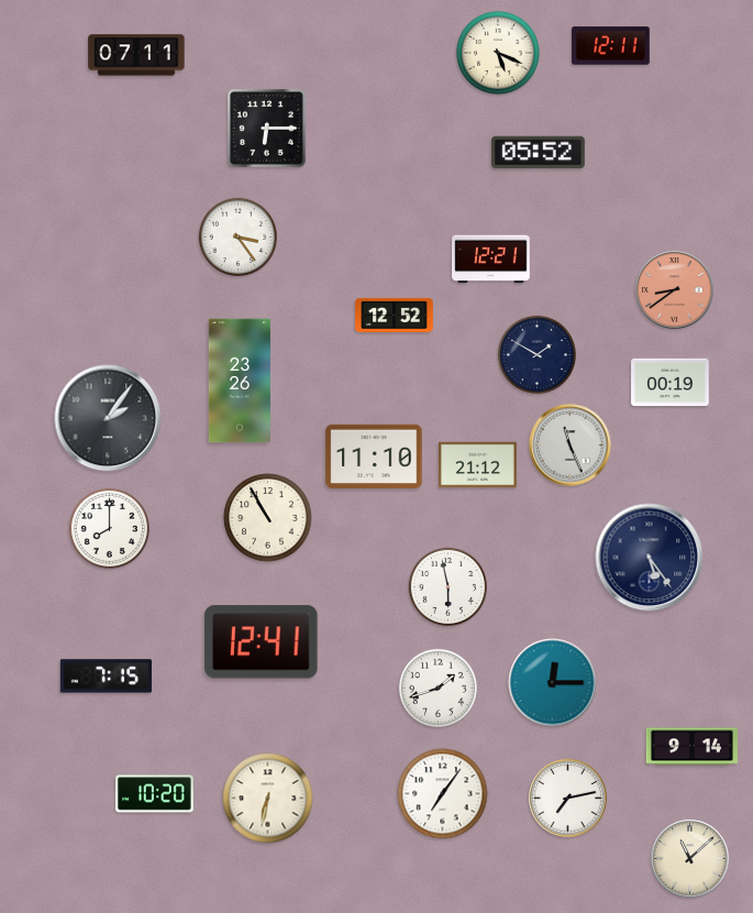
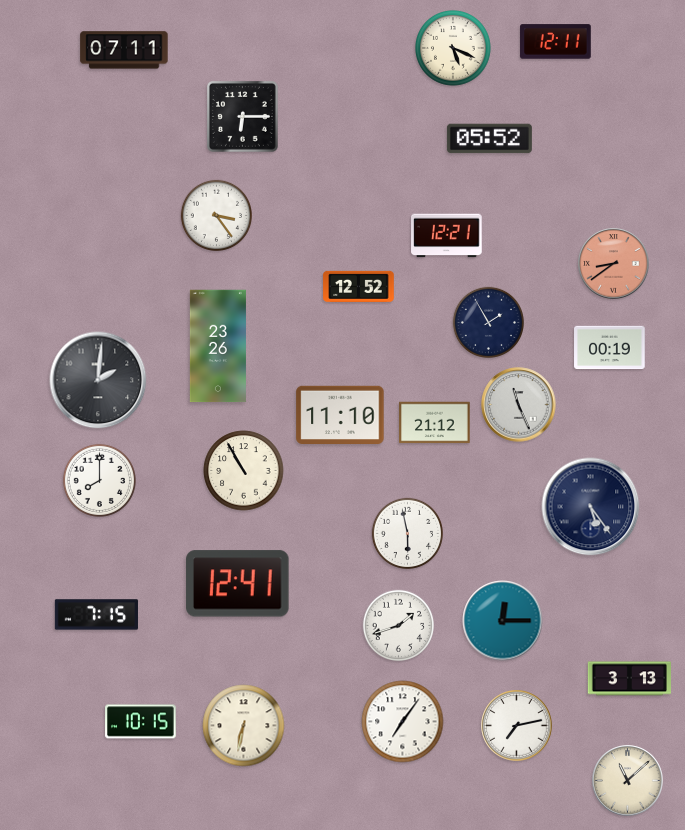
clock at (536, 354): 1:50 -> 1:55
clock at (108, 418): 2:06 -> 2:01
clock at (691, 747): 9:14 -> 3:13
clock at (155, 794): 10:20 -> 10:15
